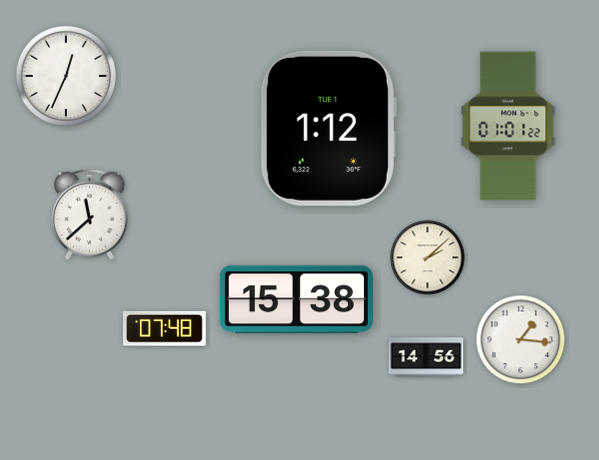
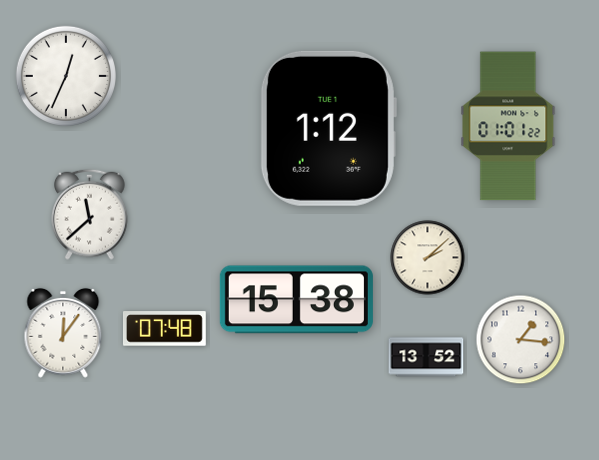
clock at (63, 333): none -> 12:06
clock at (426, 357): 14:56 -> 13:52
